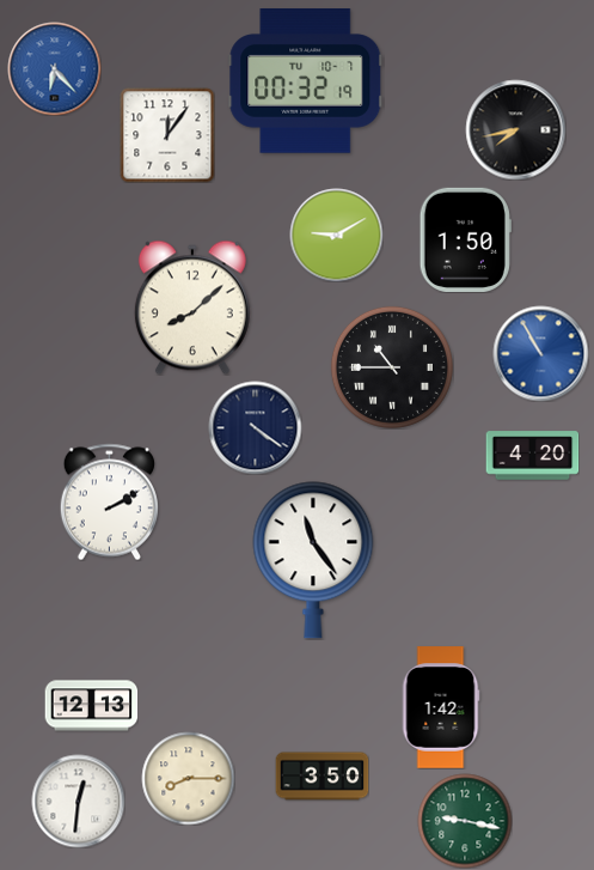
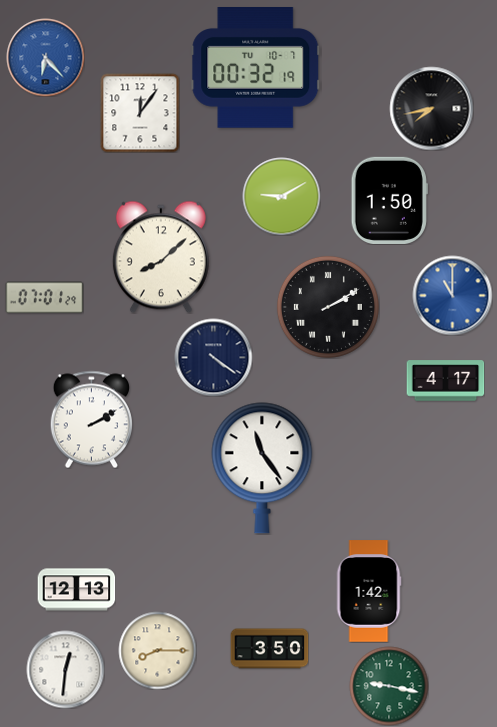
clock at (540, 353): 10:55 -> 11:00
clock at (44, 298): none -> 07:01
clock at (392, 367): 10:45 -> 2:10
clock at (532, 456): 4:20 -> 4:17
